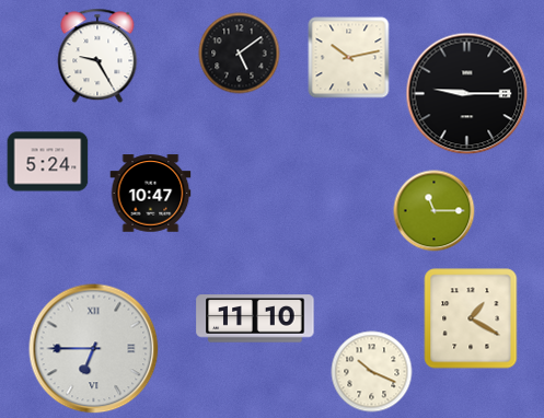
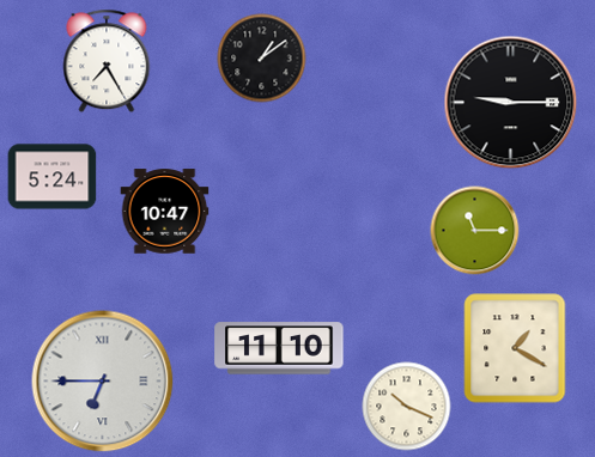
clock at (240, 54): 5:09 -> 1:09
clock at (97, 56): 9:25 -> 7:25
clock at (349, 58): 10:13 -> none
